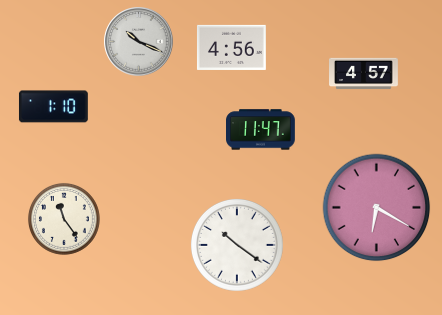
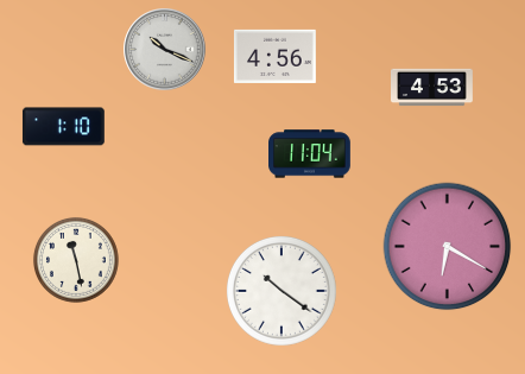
clock at (364, 74): 4:57 -> 4:53
clock at (261, 130): 11:47 -> 11:04
clock at (64, 219): 11:24 -> 11:28
